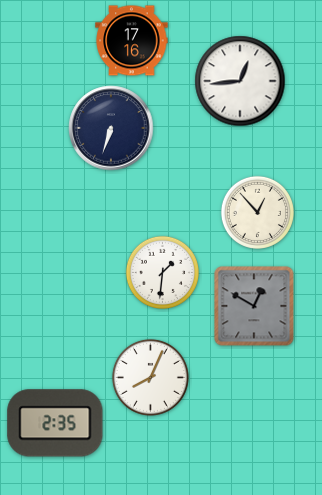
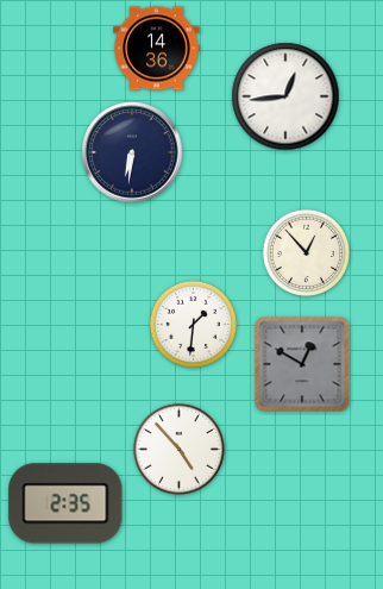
clock at (132, 41): 17:16 -> 14:36
clock at (111, 128): 6:33 -> 6:31
clock at (150, 377): 8:04 -> 4:53
